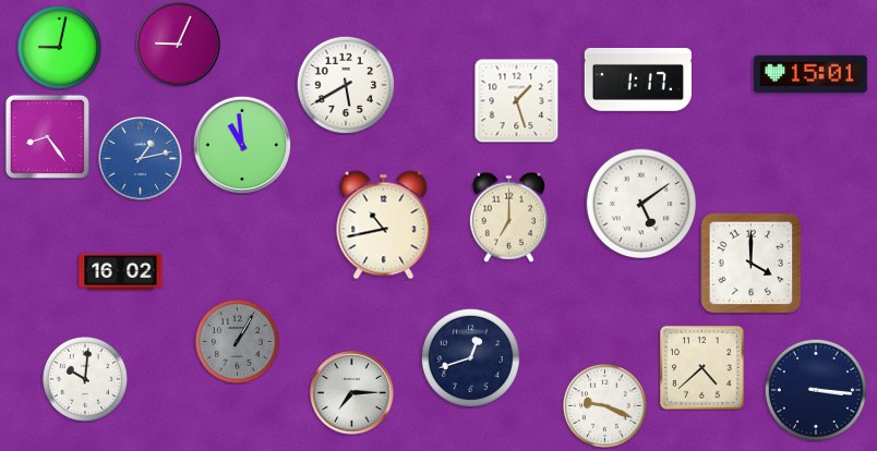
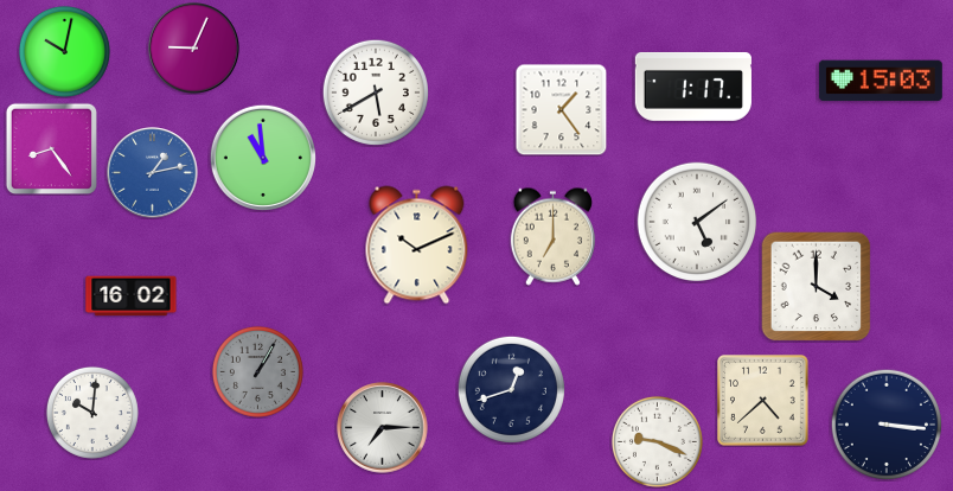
clock at (59, 47): 9:02 -> 10:02
clock at (810, 74): 15:01 -> 15:03
clock at (516, 100): 1:27 -> 1:24
clock at (384, 225): 10:43 -> 10:11
